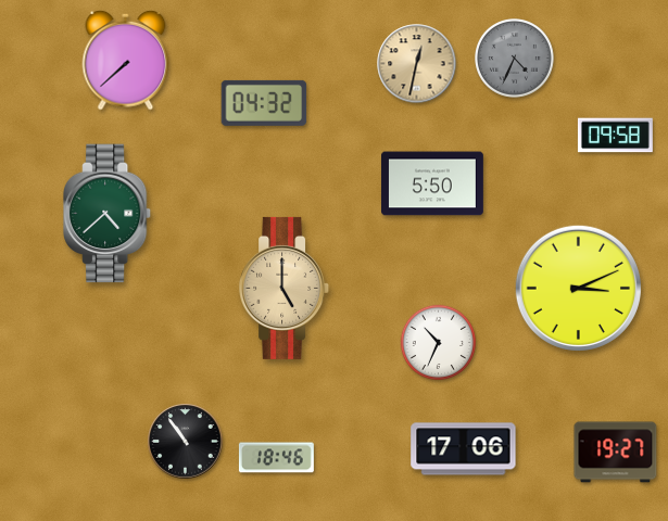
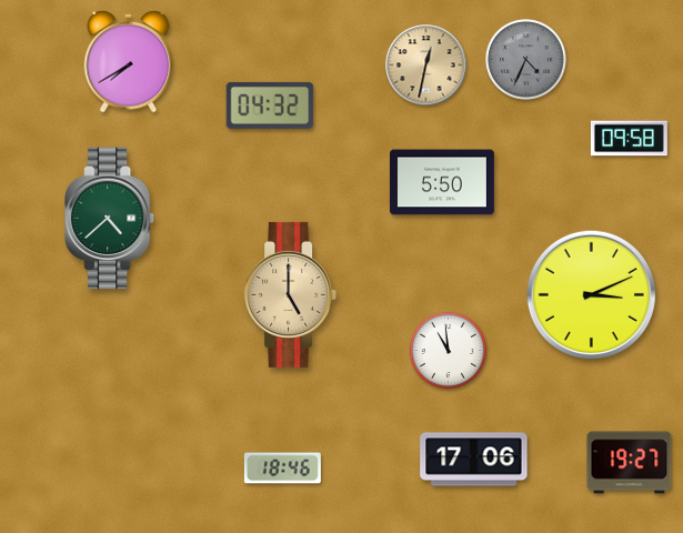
clock at (126, 60): 7:38 -> 7:40
clock at (432, 183) position: (432, 183) -> (442, 182)
clock at (439, 343): 10:34 -> 10:59
clock at (186, 442): 10:54 -> none
